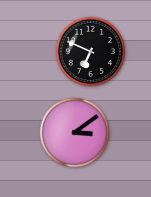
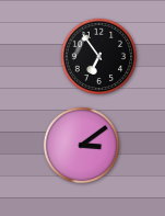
clock at (91, 52): 6:49 -> 6:54
